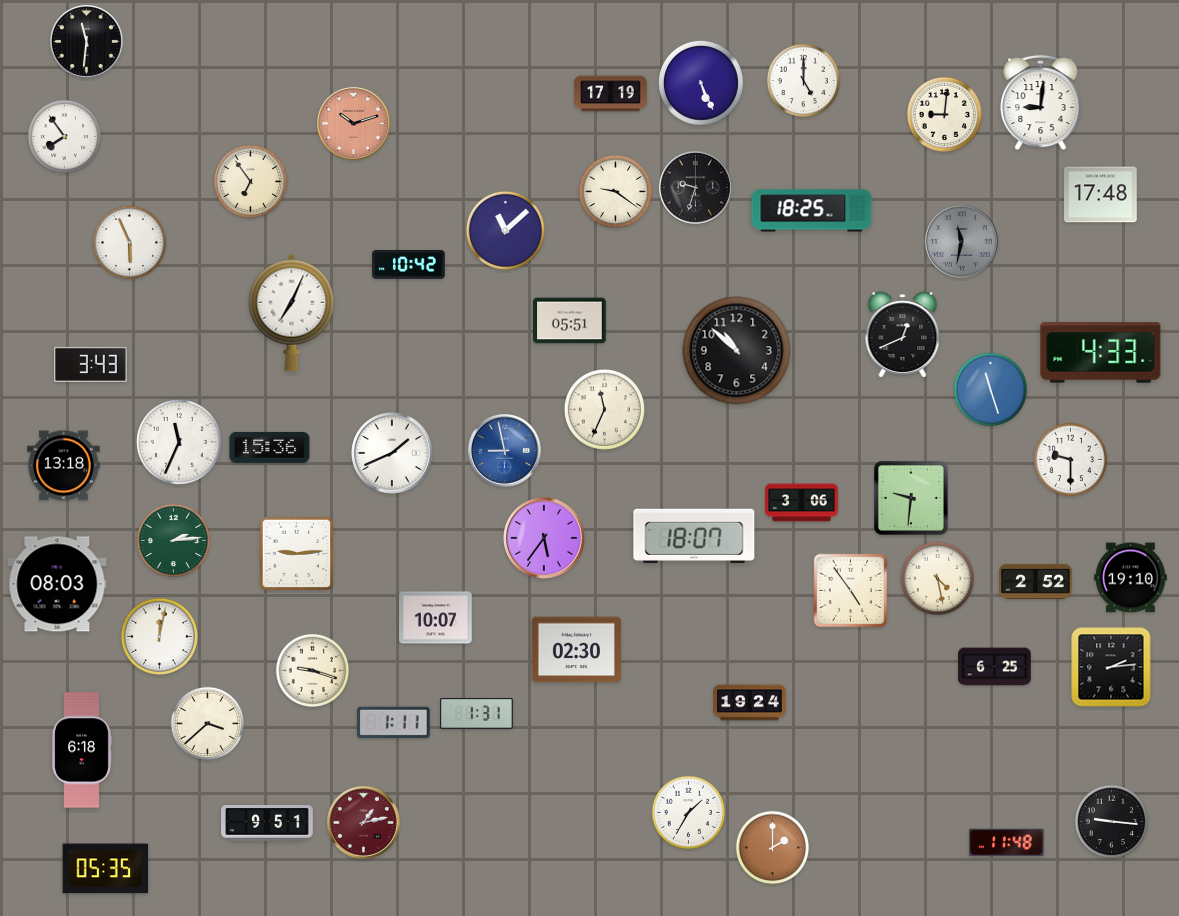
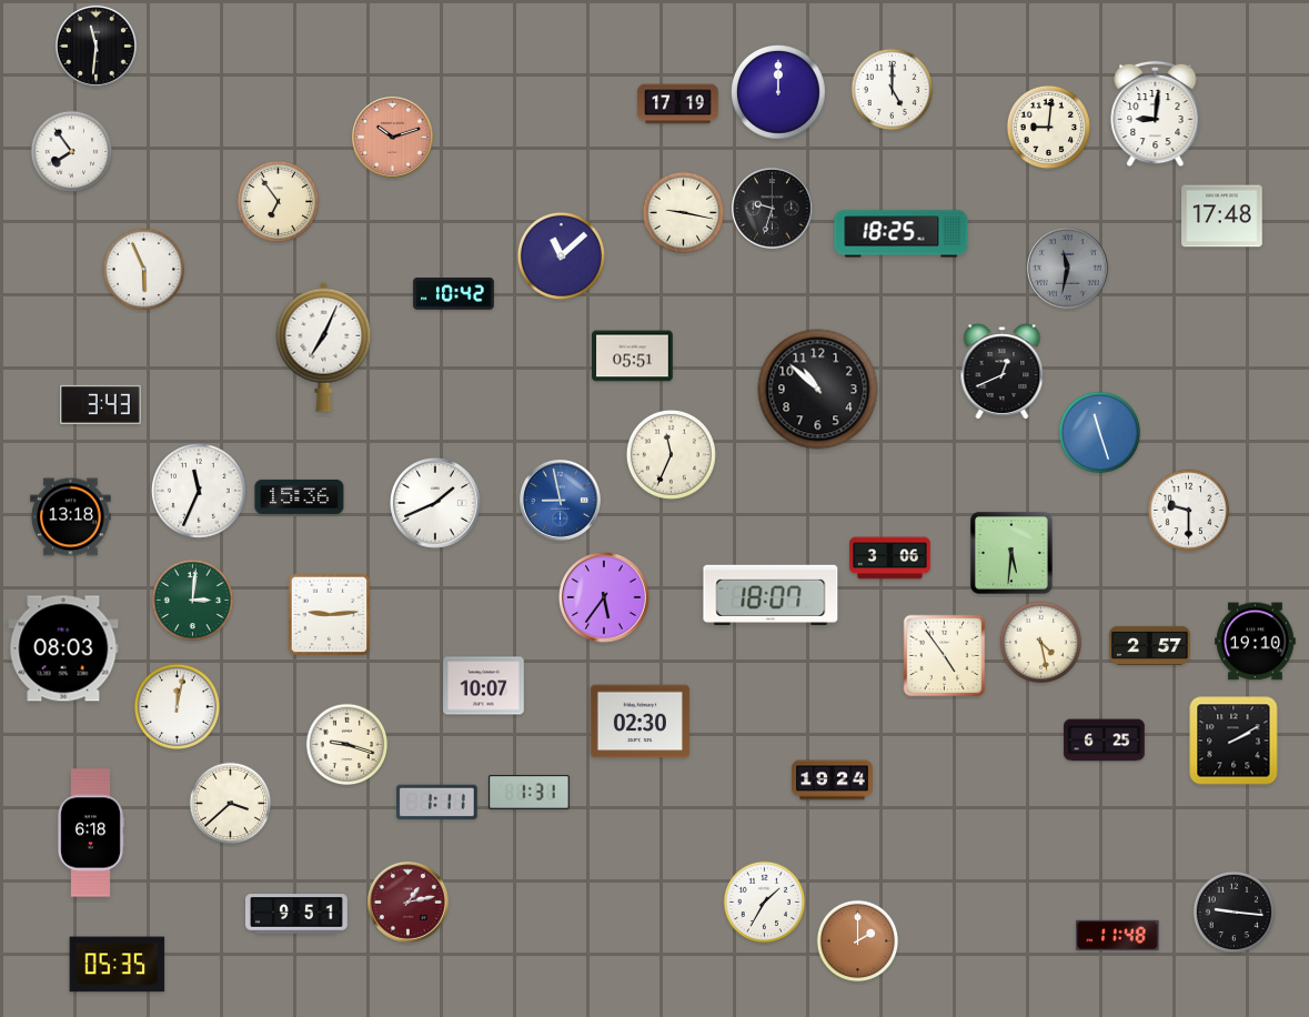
clock at (702, 84): 5:26 -> 12:00
clock at (616, 192): 9:21 -> 9:17
clock at (1101, 353): 4:33 -> none
clock at (912, 499): 9:31 -> 5:31
clock at (174, 541): 2:14 -> 3:01
clock at (1036, 581): 2:52 -> 2:57
clock at (1111, 667): 2:14 -> 2:10
clock at (363, 822) position: (363, 822) -> (407, 902)
